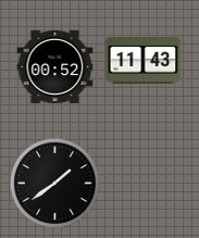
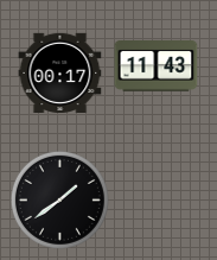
clock at (55, 66): 00:52 -> 00:17
